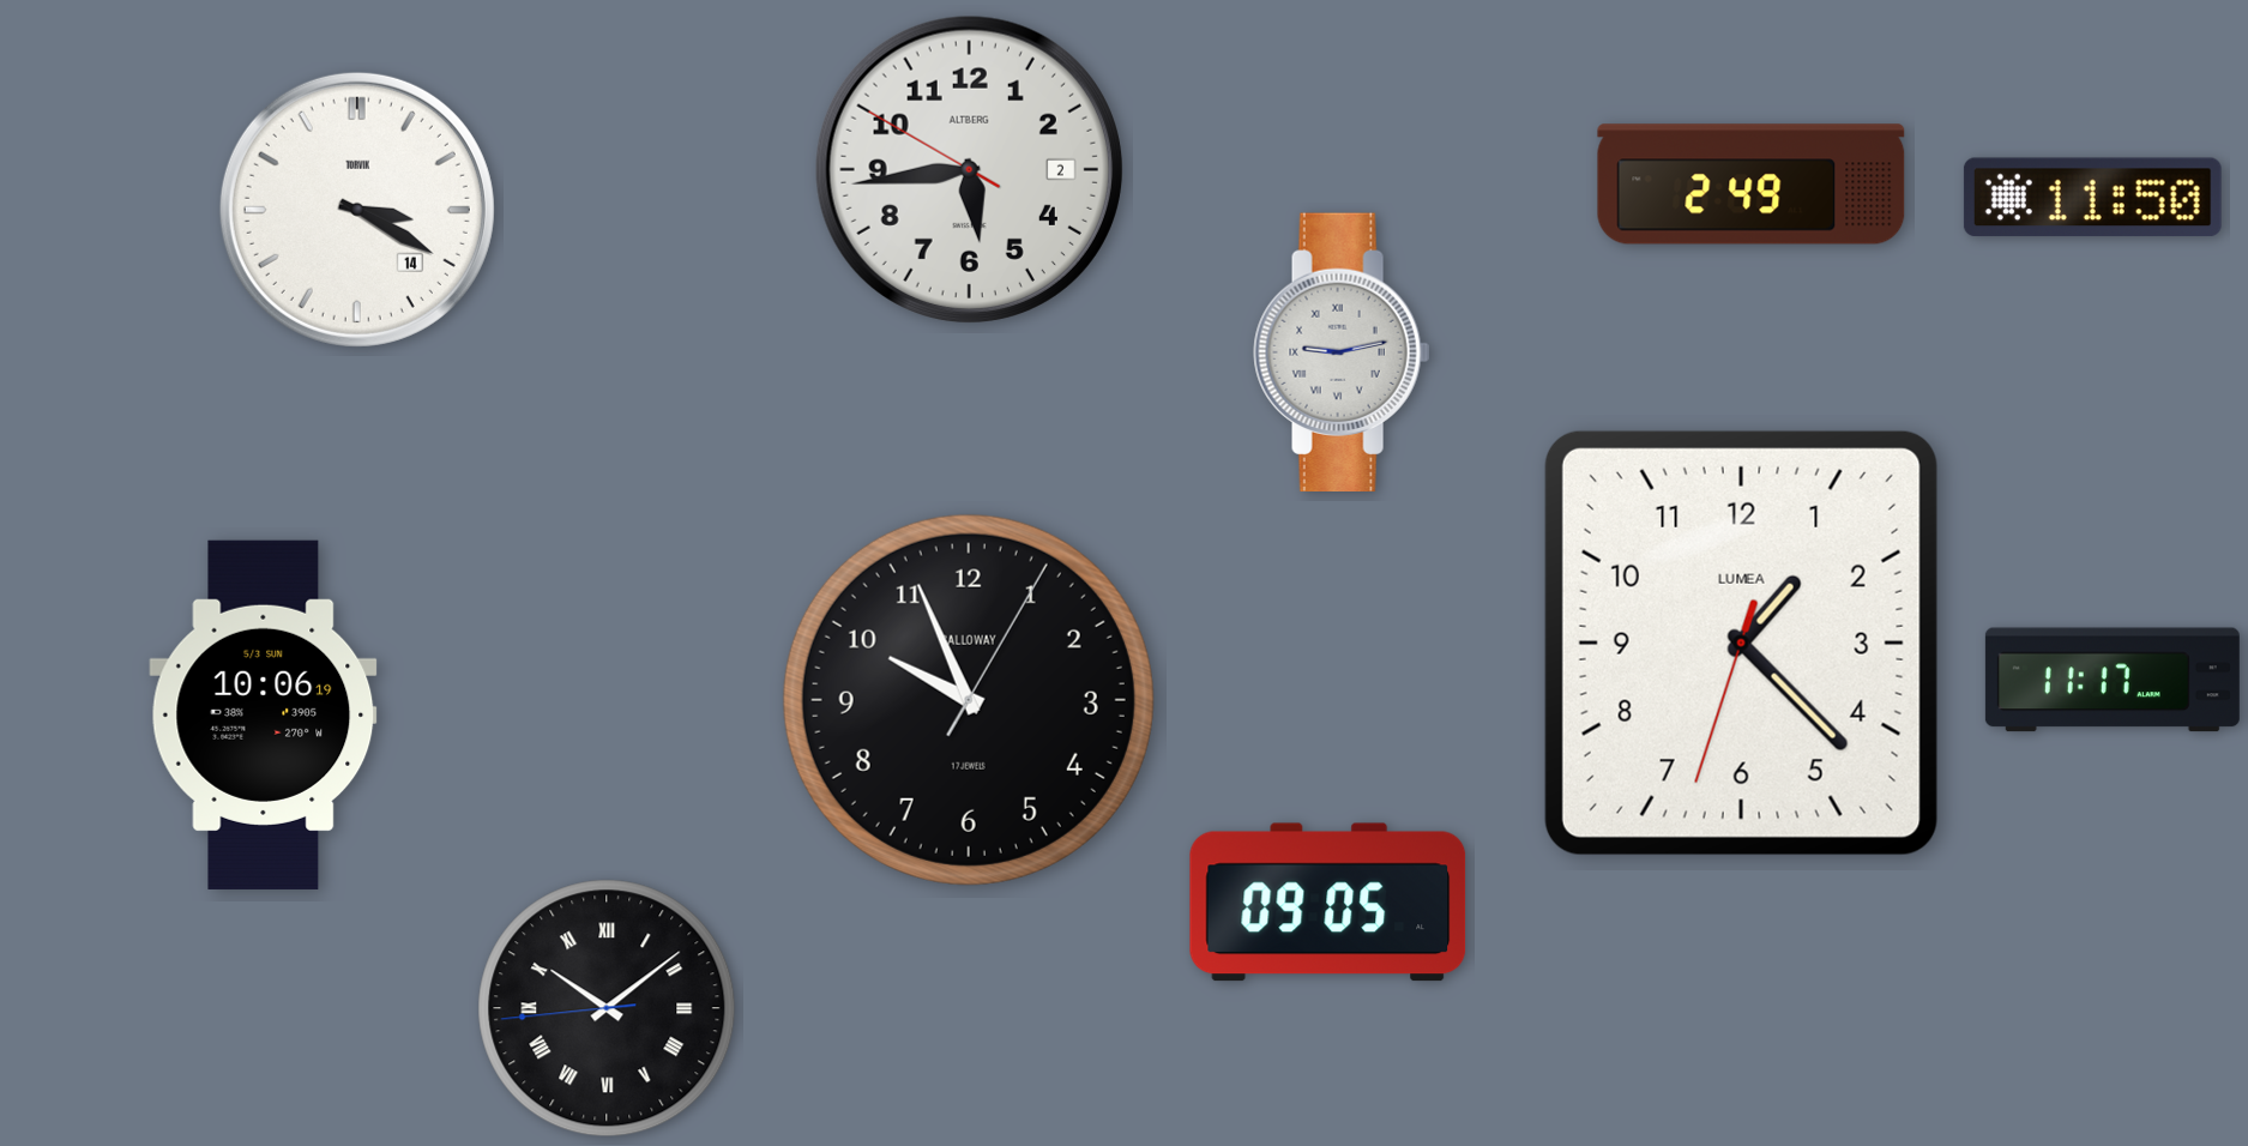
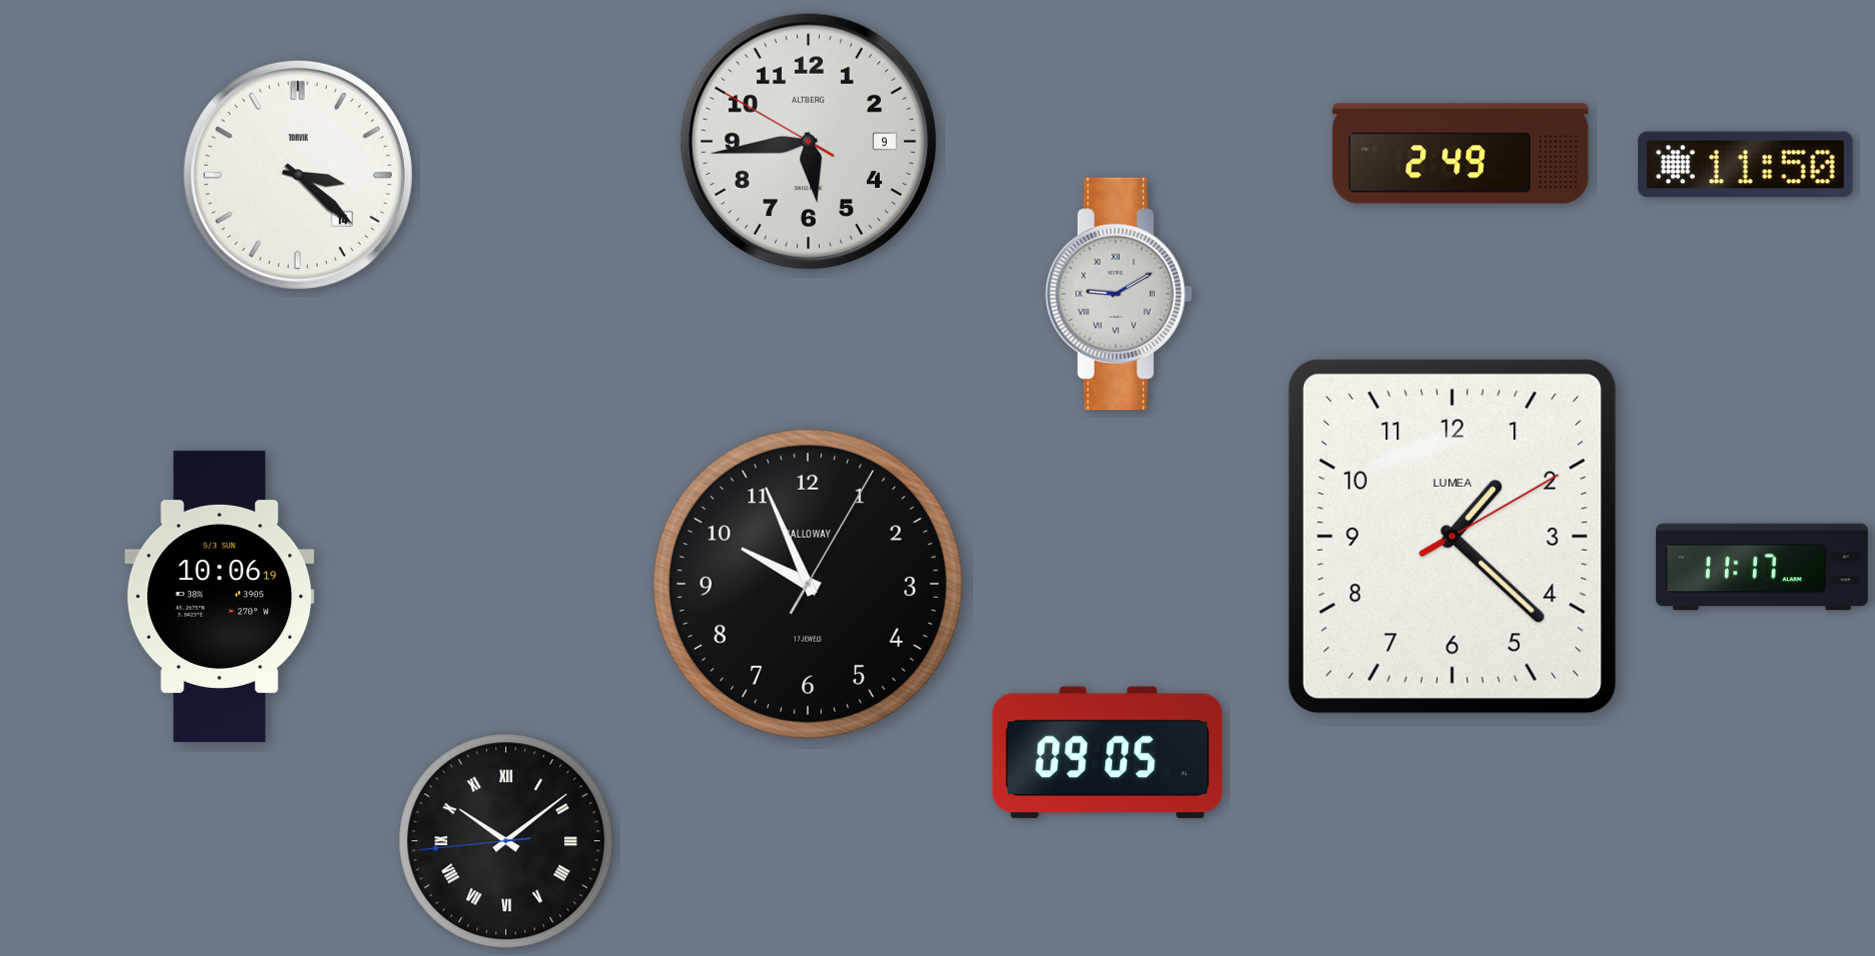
clock at (969, 169) date: 2 -> 9
clock at (357, 210): 3:20 -> 3:22
clock at (1342, 351): 9:13 -> 9:10
clock at (1741, 643): 1:22:33 -> 1:22:10
